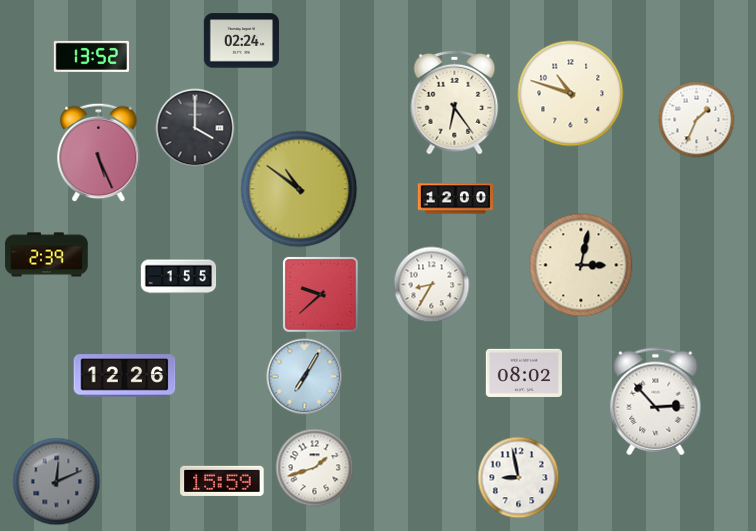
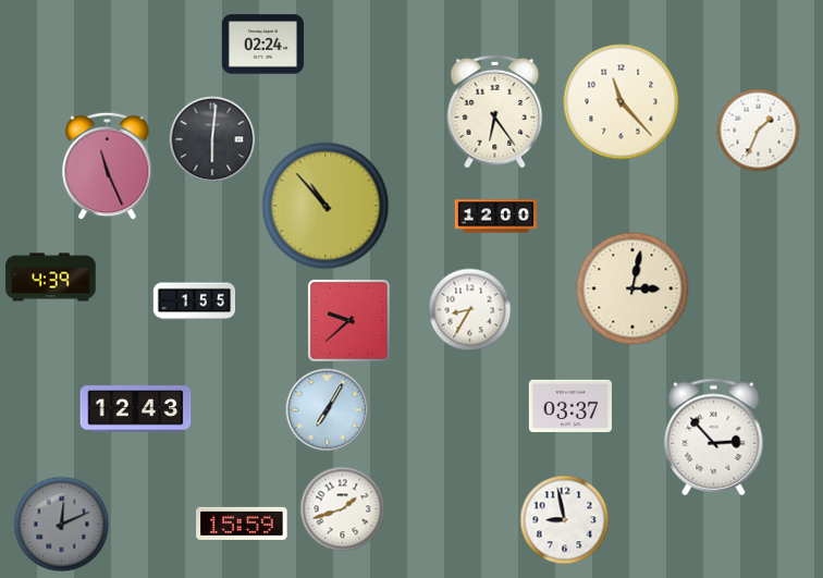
clock at (91, 56): 13:52 -> none
clock at (571, 94): 10:48 -> 11:23
clock at (195, 128): 4:00 -> 6:01
clock at (99, 153): 5:26 -> 11:26
clock at (299, 189): 10:51 -> 10:53
clock at (47, 255): 2:39 -> 4:39
clock at (524, 373): 08:02 -> 03:37
clock at (125, 376): 12:26 -> 12:43
clock at (305, 377) position: (305, 377) -> (328, 410)
